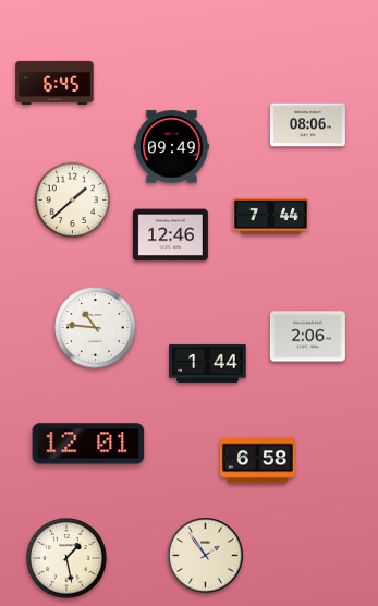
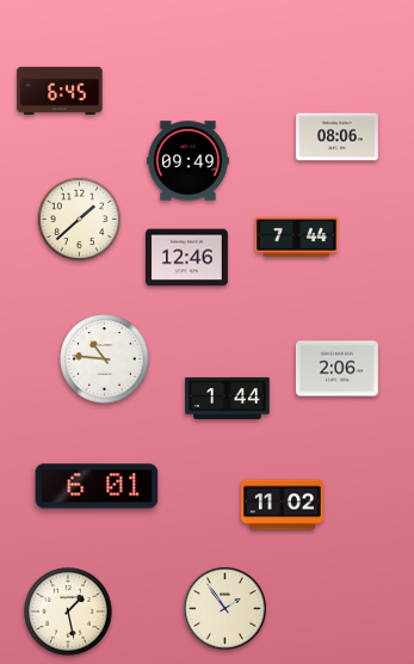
clock at (88, 444): 12:01 -> 6:01
clock at (257, 461): 6:58 -> 11:02
clock at (66, 558) position: (66, 558) -> (68, 611)
